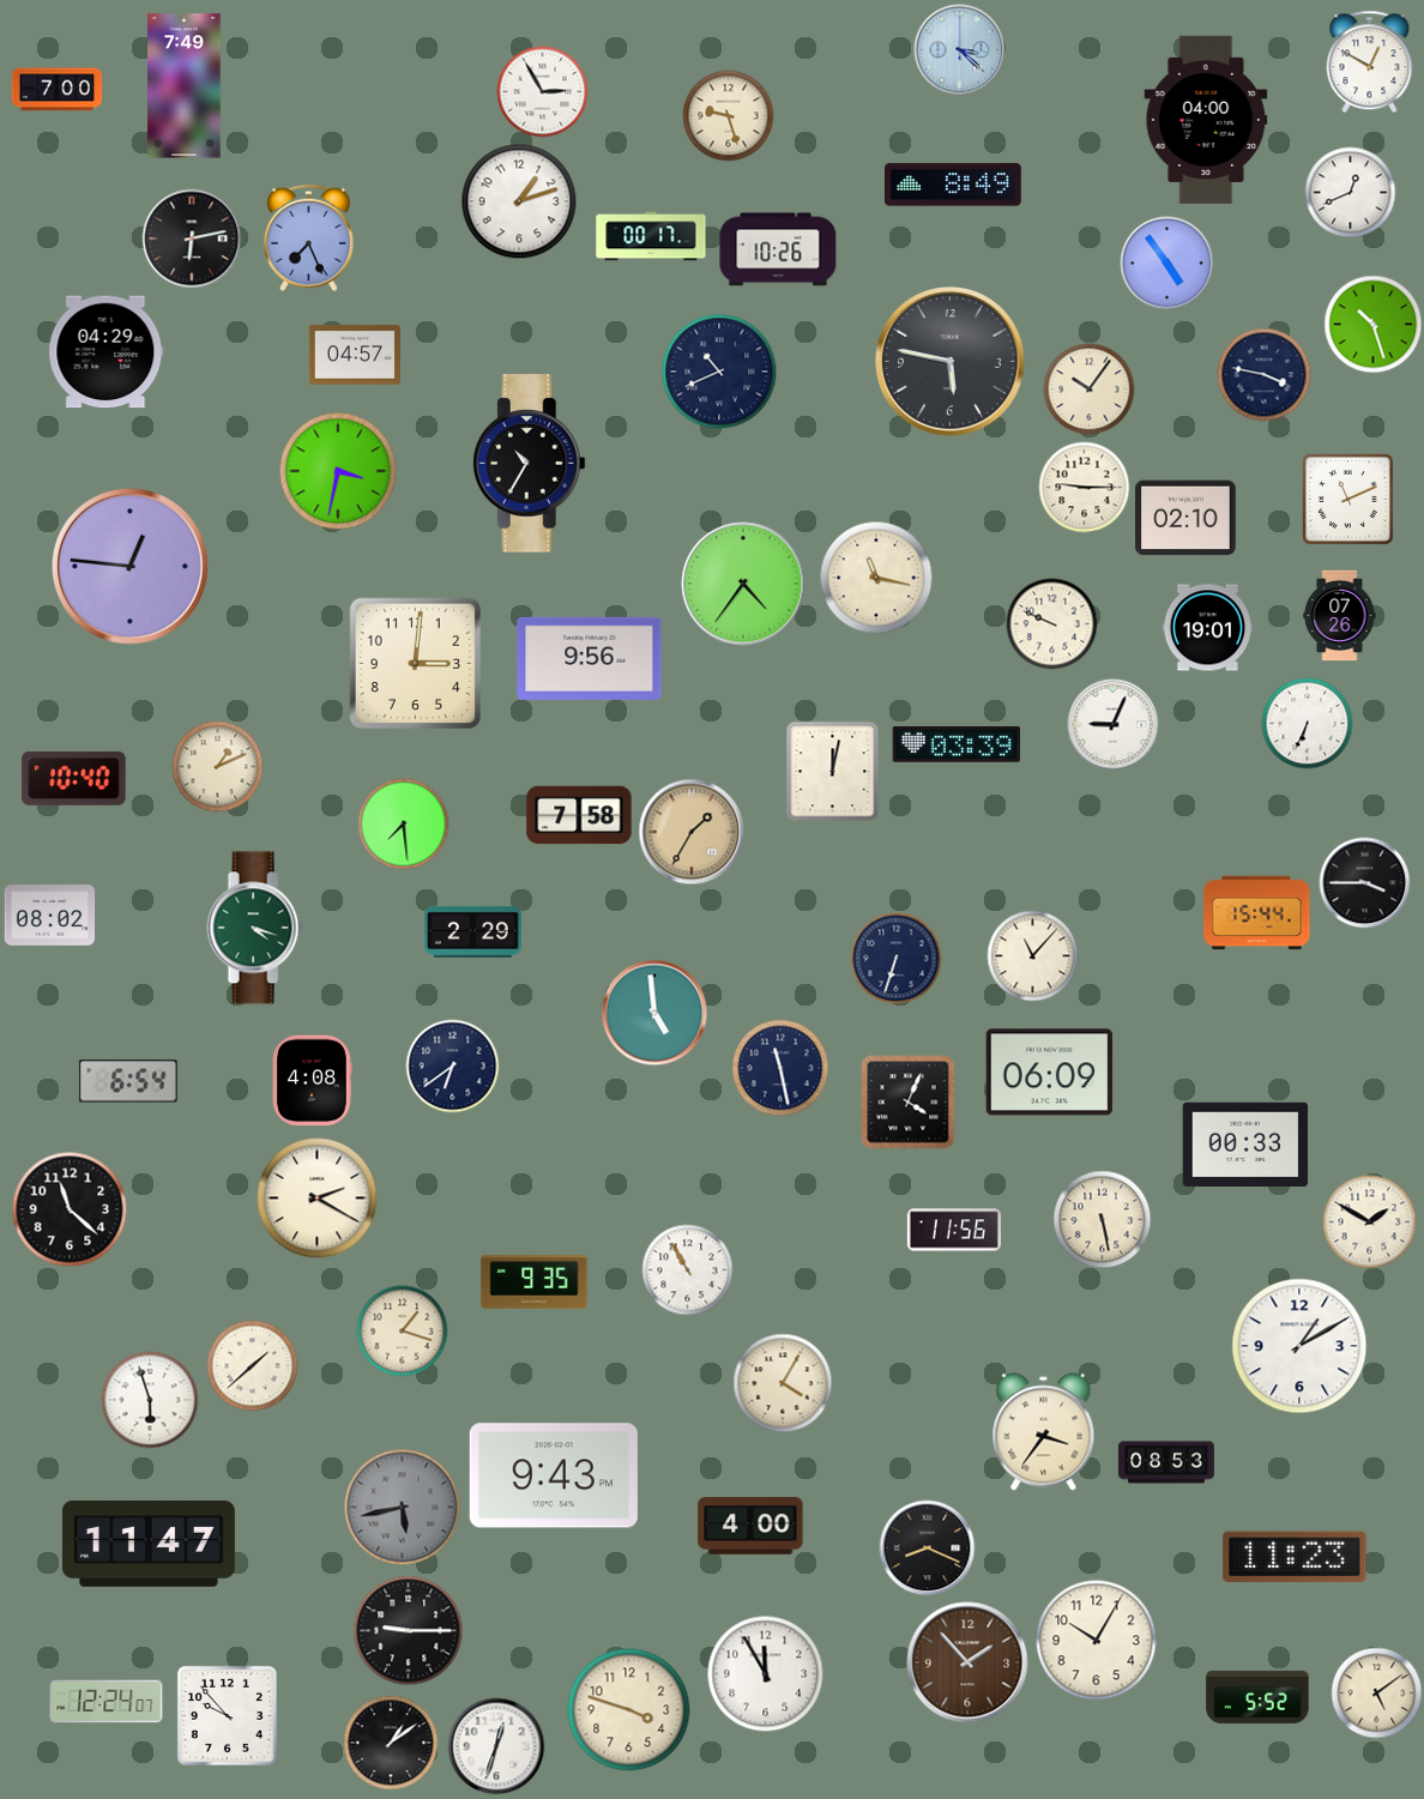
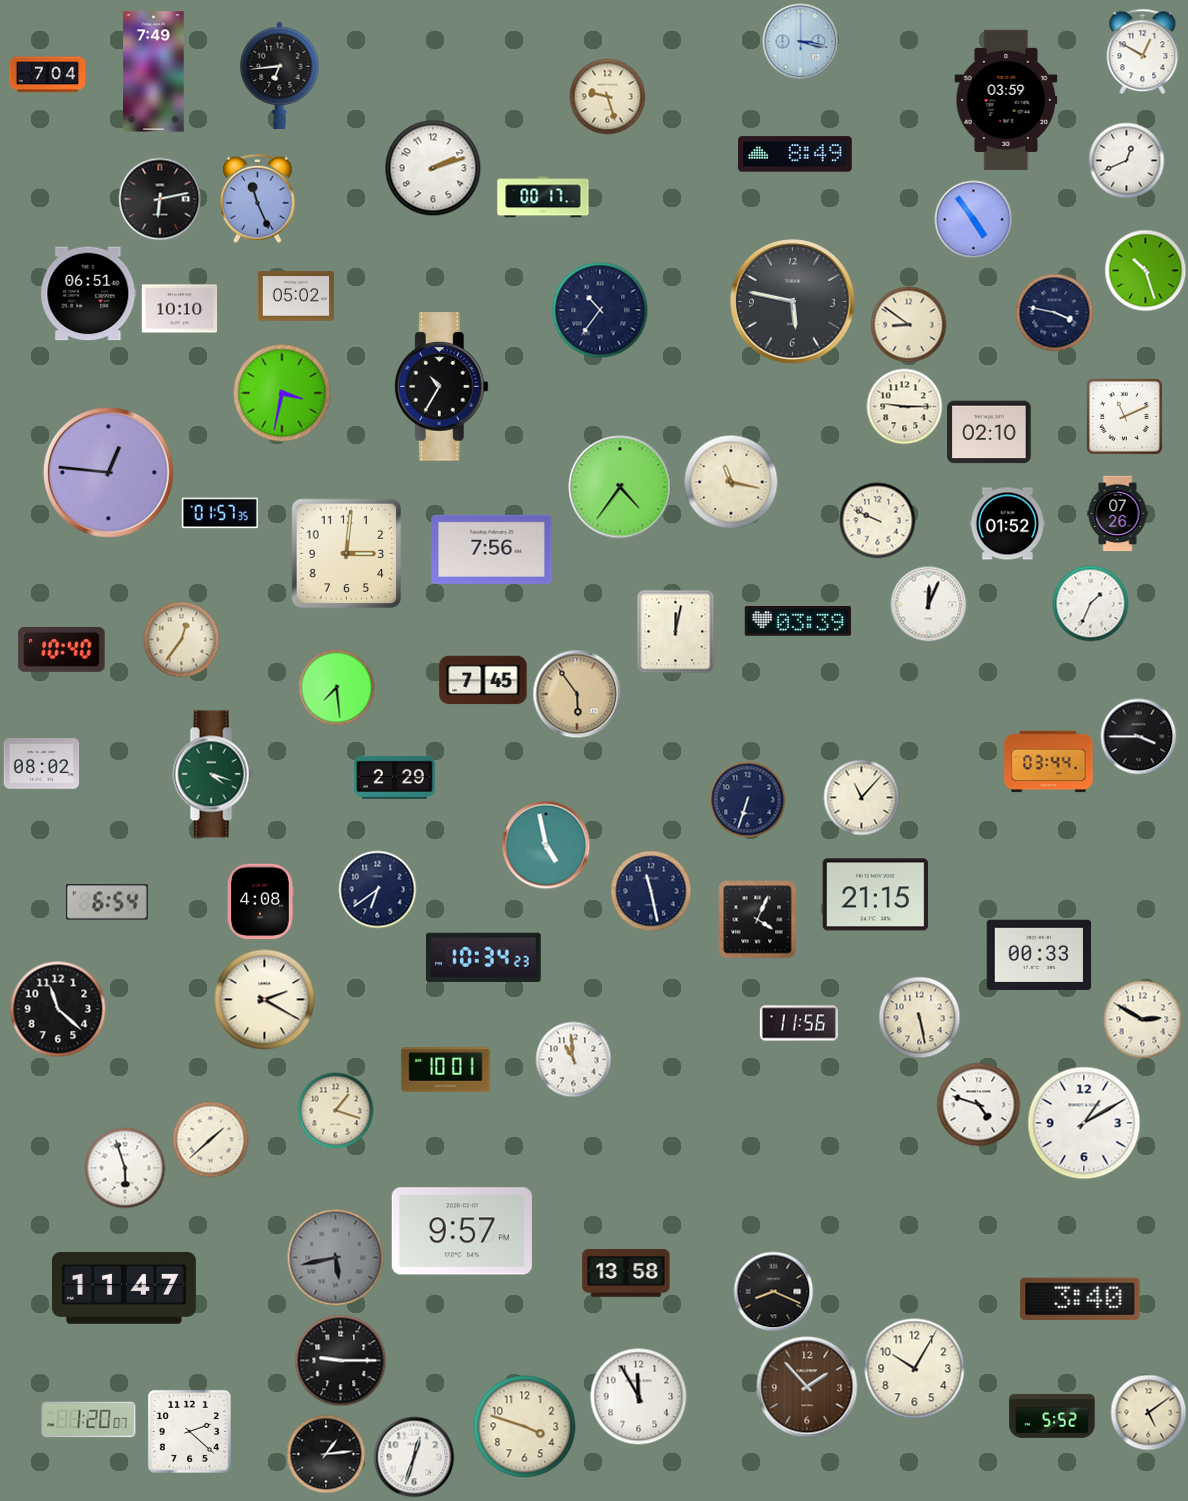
clock at (960, 50): 3:22 -> 3:17
clock at (58, 90): 7:00 -> 7:04
clock at (280, 75): none -> 6:44
clock at (543, 92): 2:55 -> none
clock at (1206, 120): 04:00 -> 03:59
clock at (519, 201): 1:12 -> 2:12
clock at (309, 239): 7:26 -> 11:26
clock at (778, 249): 10:26 -> none
clock at (107, 352): 04:29 -> 06:51
clock at (354, 355): 04:57 -> 05:02
clock at (180, 309): none -> 10:10
clock at (719, 372): 10:41 -> 10:36
clock at (1090, 390): 10:06 -> 8:51
clock at (220, 513): none -> 01:57
clock at (1208, 628): 19:01 -> 01:52
clock at (590, 658): 9:56 -> 7:56
clock at (1308, 724): 6:34 -> 1:34
clock at (1114, 725): 9:04 -> 12:04
clock at (218, 767): 1:11 -> 12:36
clock at (833, 772) position: (833, 772) -> (676, 632)
clock at (579, 815): 7:58 -> 7:45
clock at (692, 832): 1:35 -> 5:54
clock at (1257, 913): 15:44 -> 03:44
clock at (654, 1013): 4:59 -> 4:58
clock at (1050, 1073): 06:09 -> 21:15
clock at (483, 957): none -> 10:34
clock at (1370, 1223): 1:50 -> 2:50
clock at (954, 1230) position: (954, 1230) -> (799, 1023)
clock at (688, 1270): 10:55 -> 10:59
clock at (535, 1282): 9:35 -> 10:01
clock at (979, 1105): none -> 4:48
clock at (783, 1383): 4:05 -> none
clock at (1044, 1432): 3:36 -> none
clock at (1166, 1462): 08:53 -> none
clock at (554, 1475): 9:43 -> 9:57
clock at (750, 1527): 4:00 -> 13:58
clock at (1295, 1557): 11:23 -> 3:40
clock at (1257, 1697) position: (1257, 1697) -> (1052, 1416)
clock at (107, 1702): 12:24 -> 1:20
clock at (227, 1715): 9:53 -> 2:22
clock at (391, 1743): 1:09 -> 1:14
